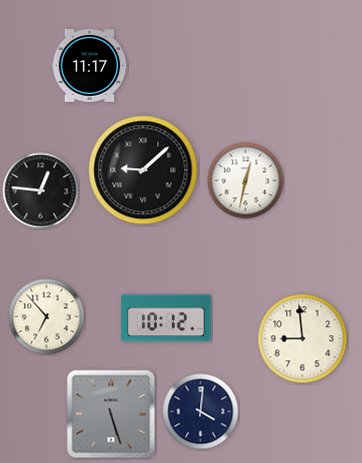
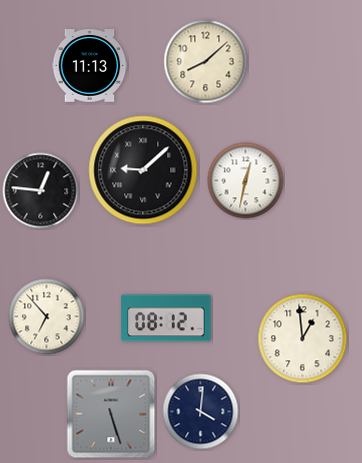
clock at (206, 62): none -> 8:08
clock at (90, 66): 11:17 -> 11:13
clock at (166, 318): 10:12 -> 08:12
clock at (303, 339): 8:59 -> 12:59
